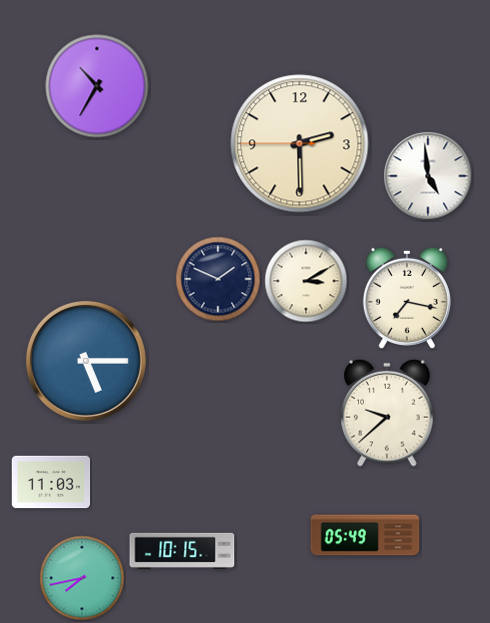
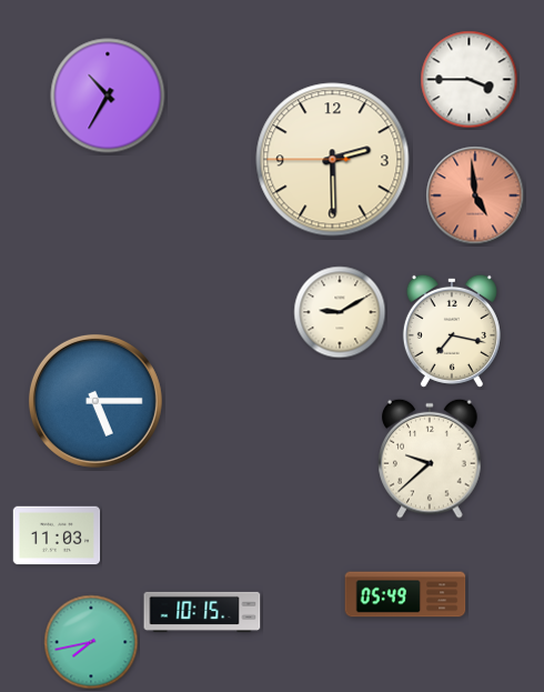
clock at (470, 80): none -> 3:45
clock at (428, 176) dial: white -> salmon
clock at (218, 279): 1:49 -> none
clock at (306, 281): 3:10 -> 9:10
